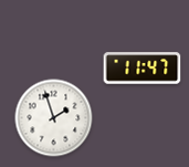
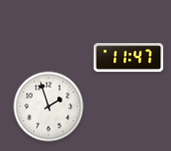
clock at (143, 69) position: (143, 69) -> (129, 58)
